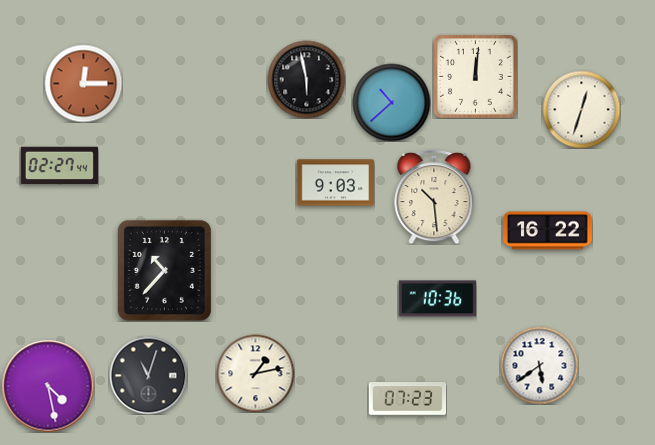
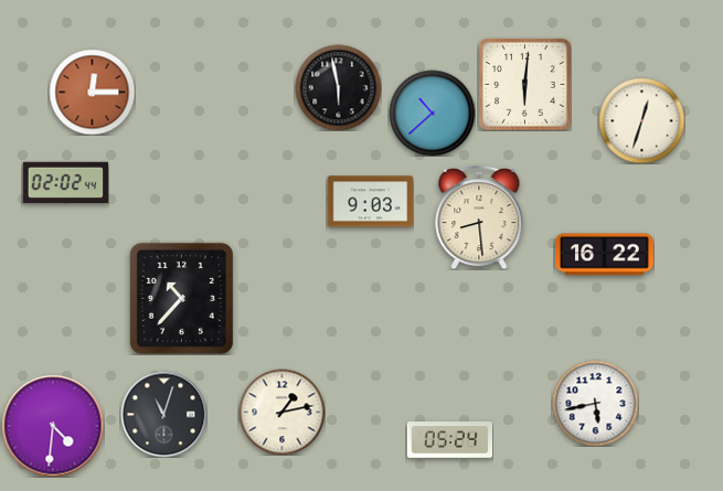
clock at (476, 77): 12:01 -> 6:01
clock at (59, 166): 02:27 -> 02:02
clock at (434, 197): 10:29 -> 8:29
clock at (437, 299): 10:36 -> none
clock at (539, 365): 5:39 -> 5:43
clock at (48, 386): 4:28 -> 4:31
clock at (407, 399): 07:23 -> 05:24
